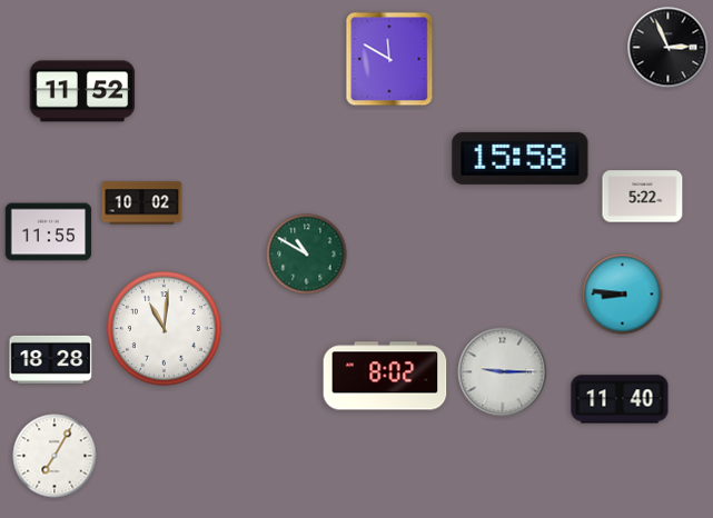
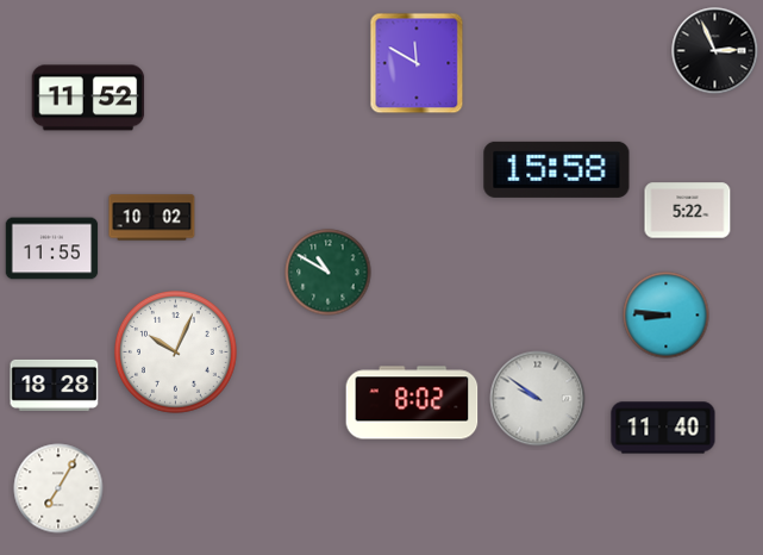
clock at (165, 329): 11:01 -> 10:04
clock at (503, 372): 9:15 -> 9:51
